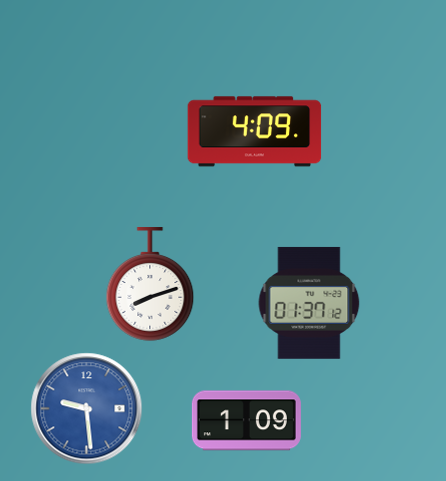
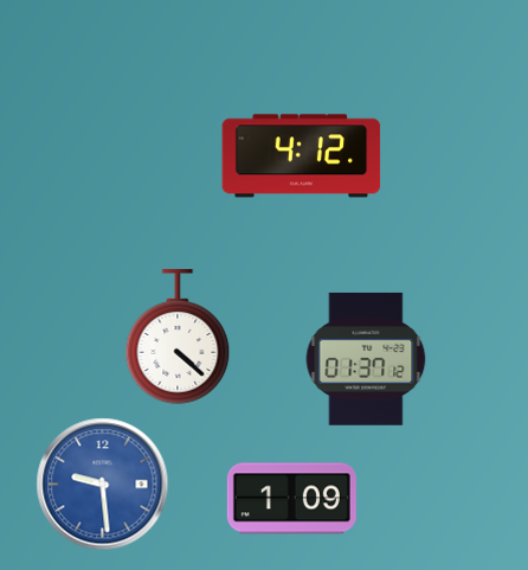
clock at (255, 132): 4:09 -> 4:12
clock at (150, 284): 8:12 -> 4:22
